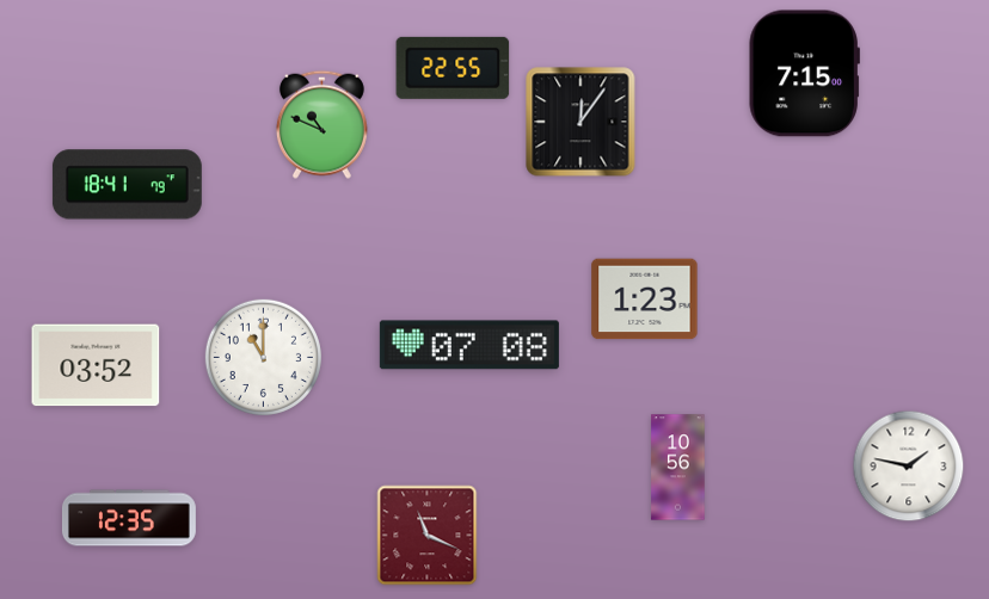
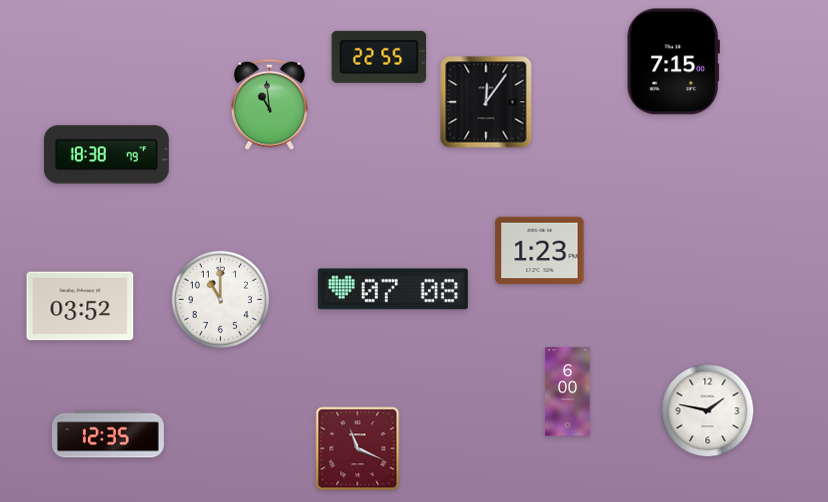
clock at (321, 124): 10:49 -> 10:59
clock at (127, 185): 18:41 -> 18:38
clock at (909, 467) position: (909, 467) -> (708, 411)
clock at (678, 468): 10:56 -> 6:00
